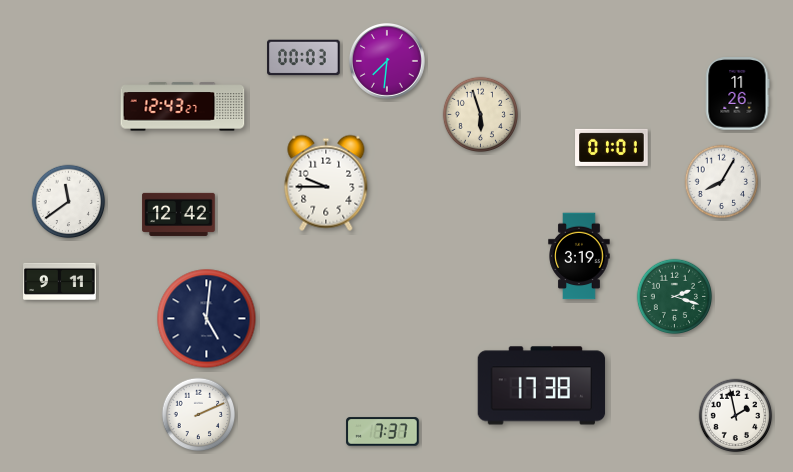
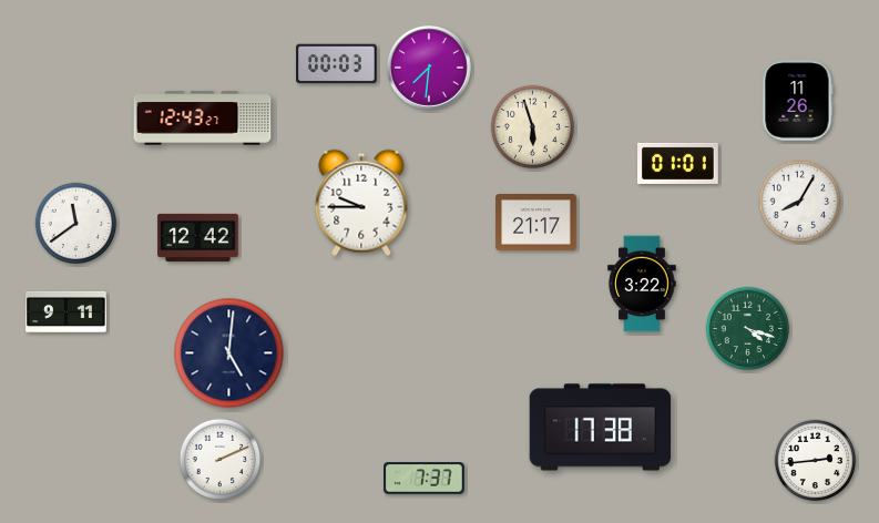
clock at (737, 94) position: (737, 94) -> (797, 101)
clock at (536, 223): none -> 21:17
clock at (579, 256): 3:19 -> 3:22
clock at (675, 297): 2:18 -> 4:18
clock at (736, 416): 1:58 -> 2:44
